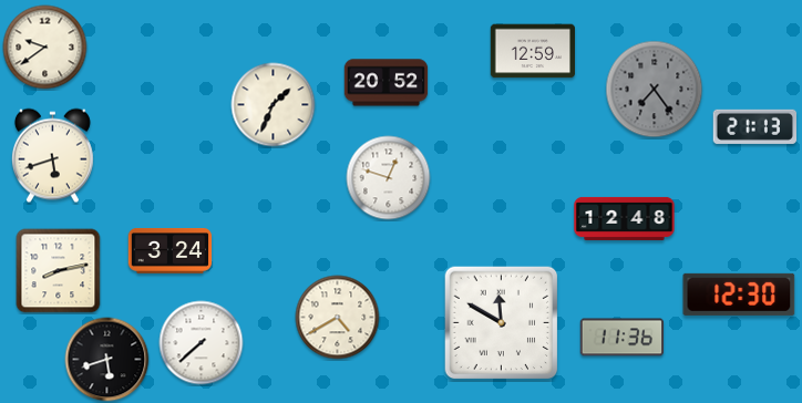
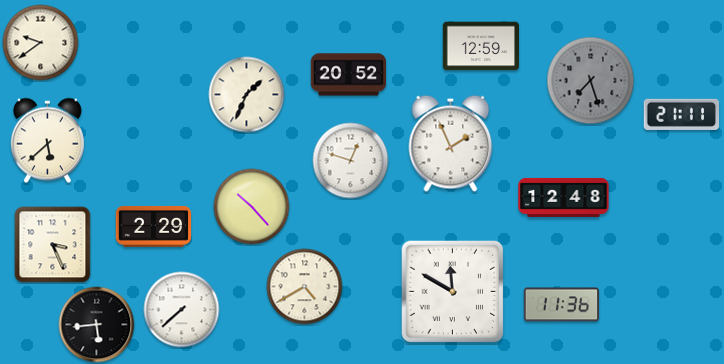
clock at (655, 90): 7:24 -> 7:27
clock at (754, 126): 21:13 -> 21:11
clock at (52, 156): 5:42 -> 5:38
clock at (451, 143): none -> 1:56
clock at (252, 207): none -> 10:23
clock at (171, 251): 3:24 -> 2:29
clock at (59, 271): 8:13 -> 3:26
clock at (739, 294): 12:30 -> none
clock at (107, 360): 5:42 -> 5:44
